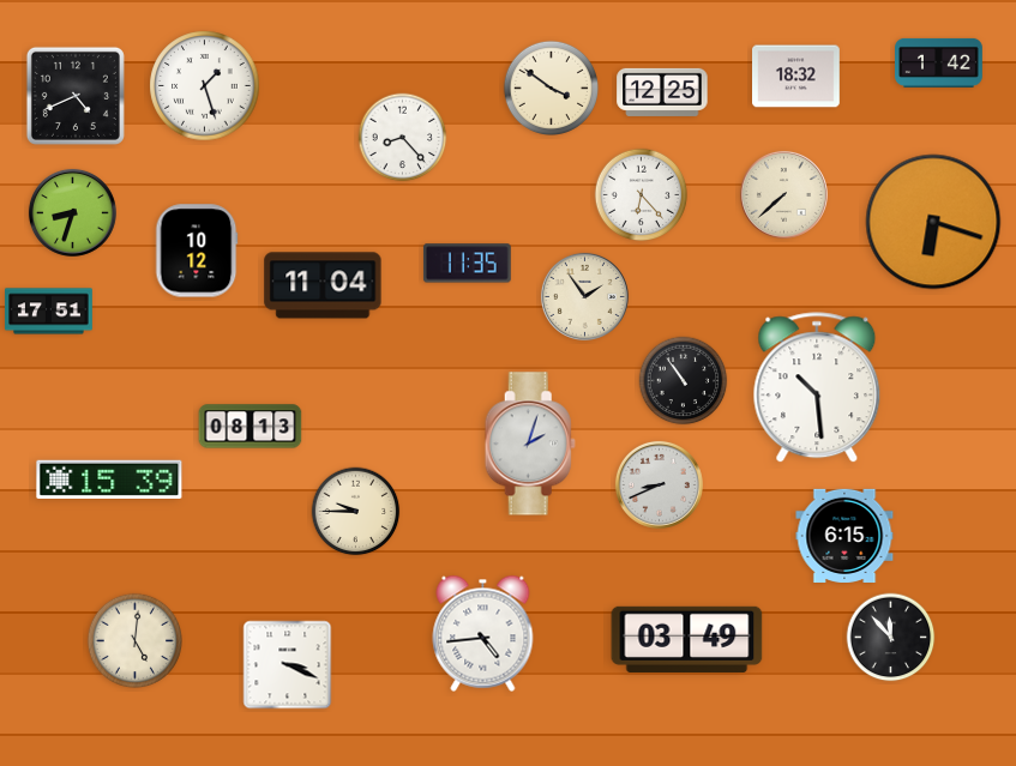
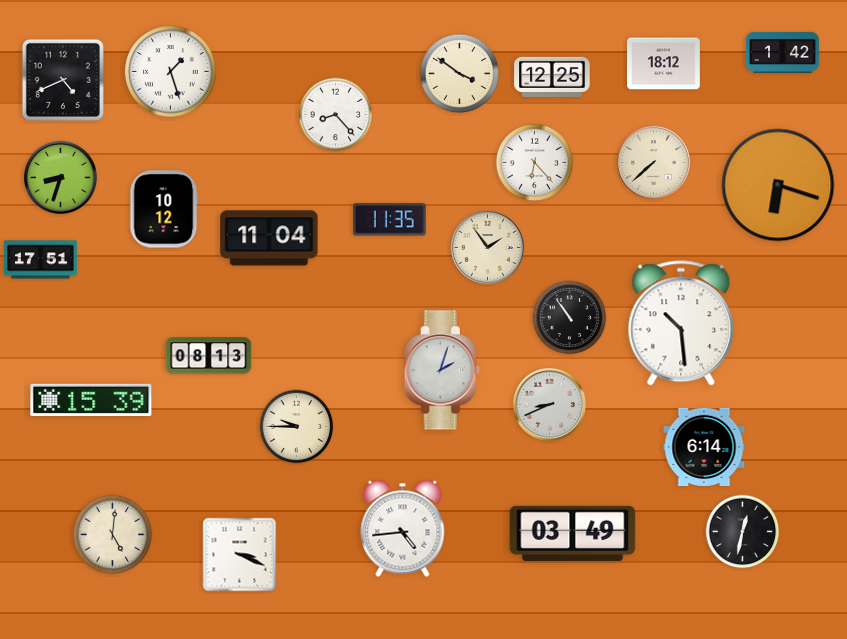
clock at (796, 77): 18:32 -> 18:12
clock at (844, 535): 6:15 -> 6:14
clock at (891, 638): 11:53 -> 12:32
